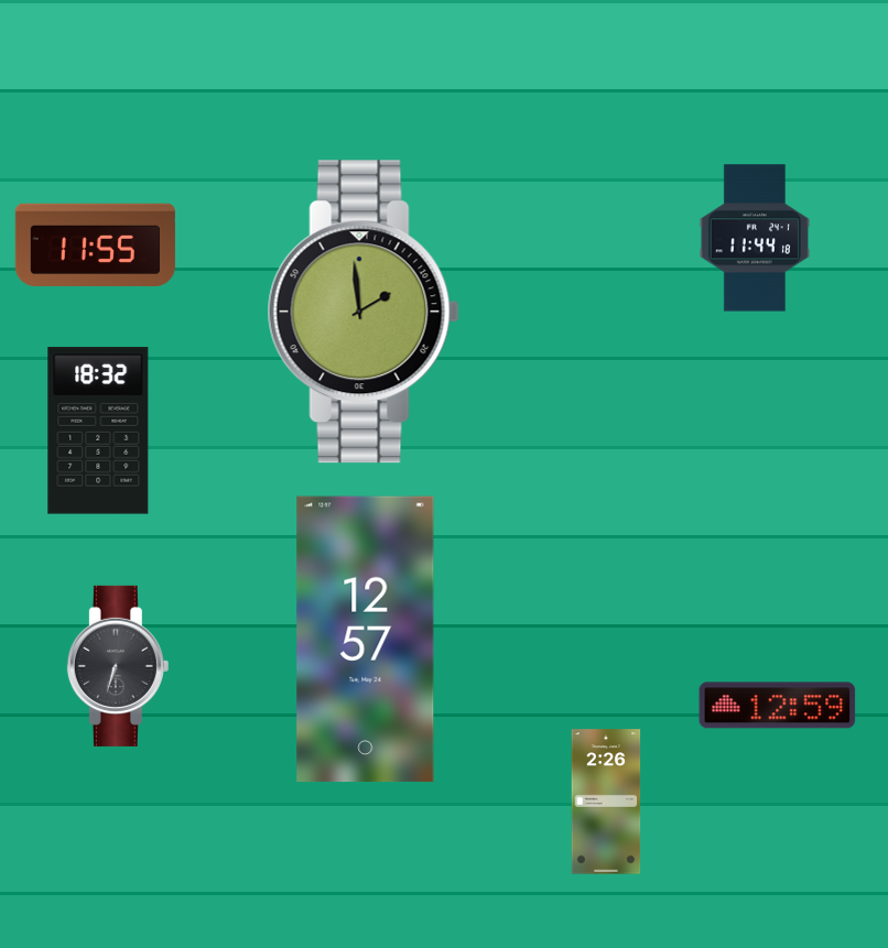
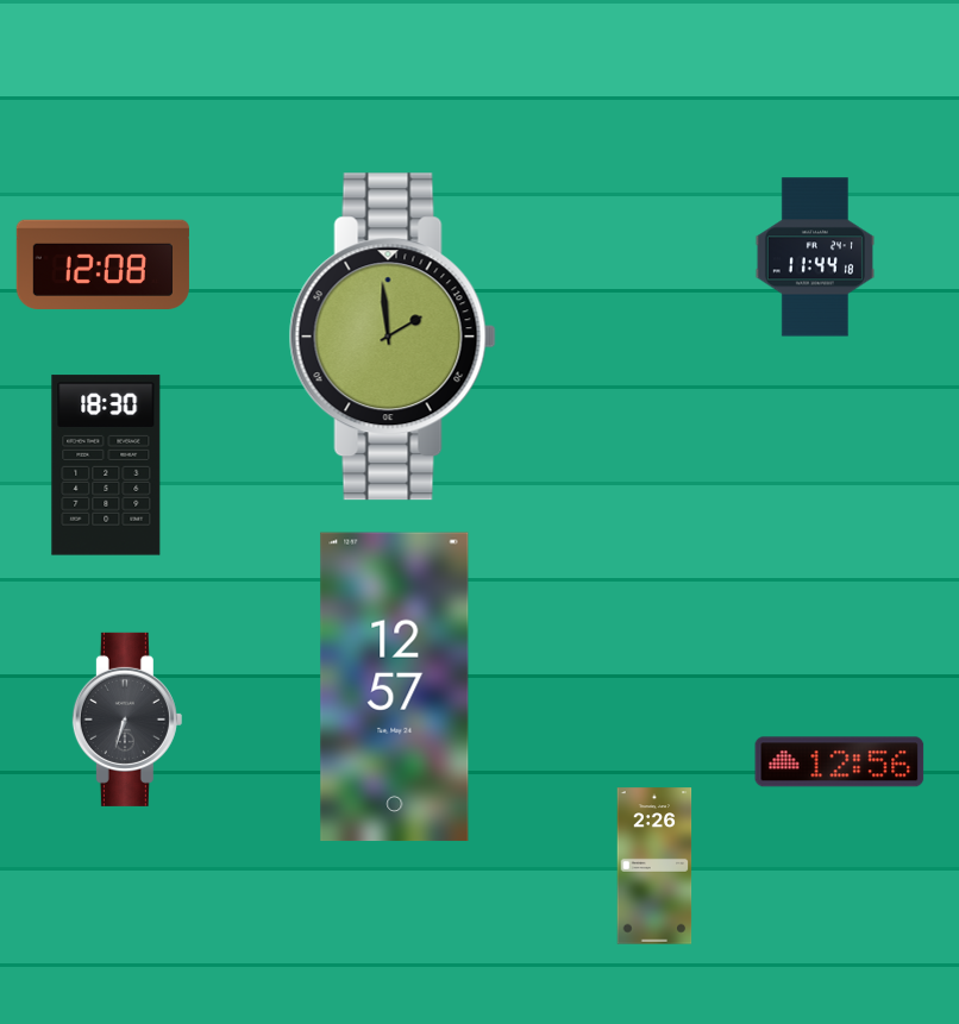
clock at (95, 244): 11:55 -> 12:08
clock at (98, 431): 18:32 -> 18:30
clock at (366, 640) position: (366, 640) -> (395, 687)
clock at (778, 706): 12:59 -> 12:56
